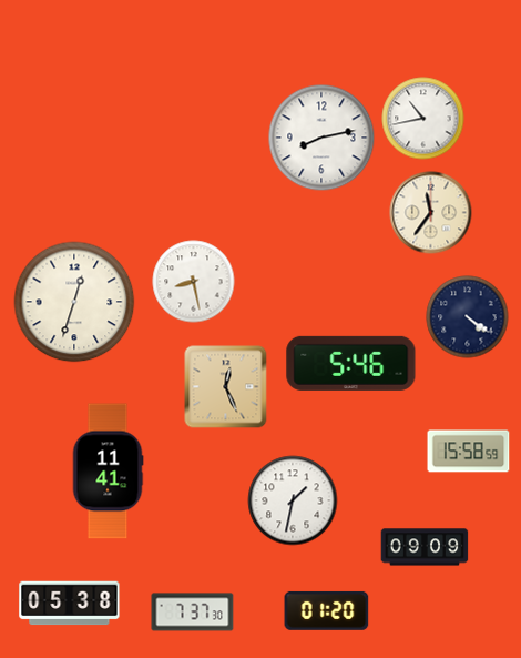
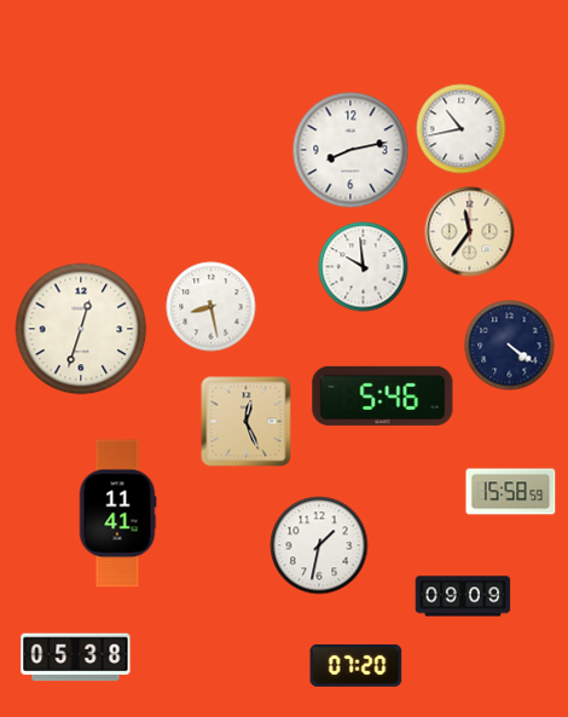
clock at (364, 267): none -> 9:59
clock at (327, 610): 01:20 -> 07:20
clock at (193, 613): 7:37 -> none
